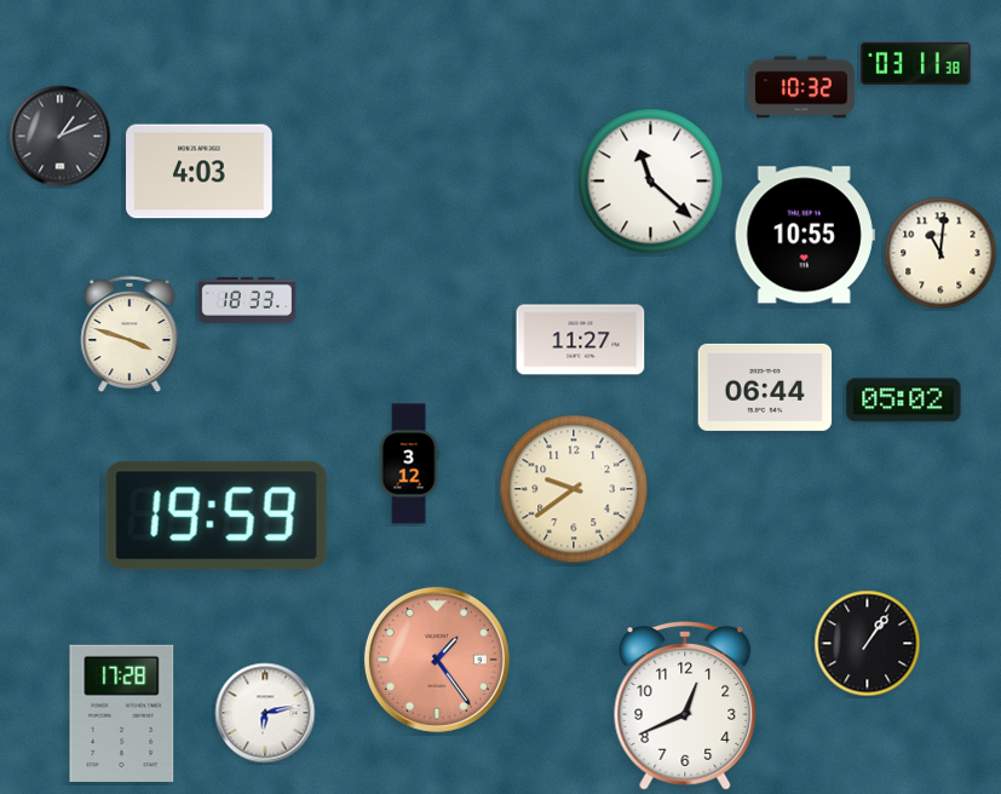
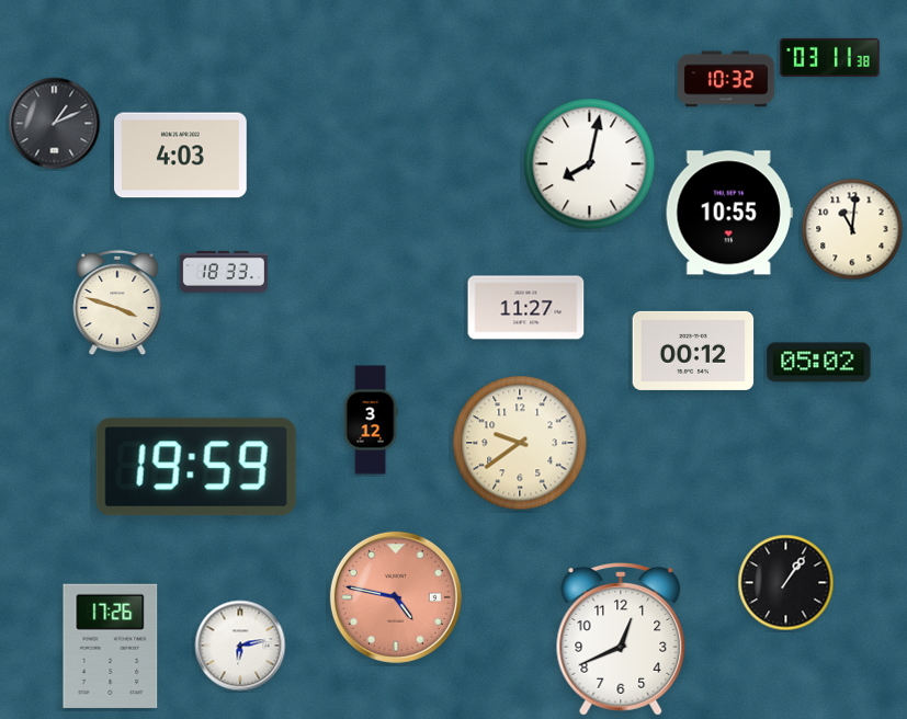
clock at (651, 182): 11:22 -> 8:02
clock at (765, 387): 06:44 -> 00:12
clock at (437, 660): 1:24 -> 4:47
clock at (122, 713): 17:28 -> 17:26
